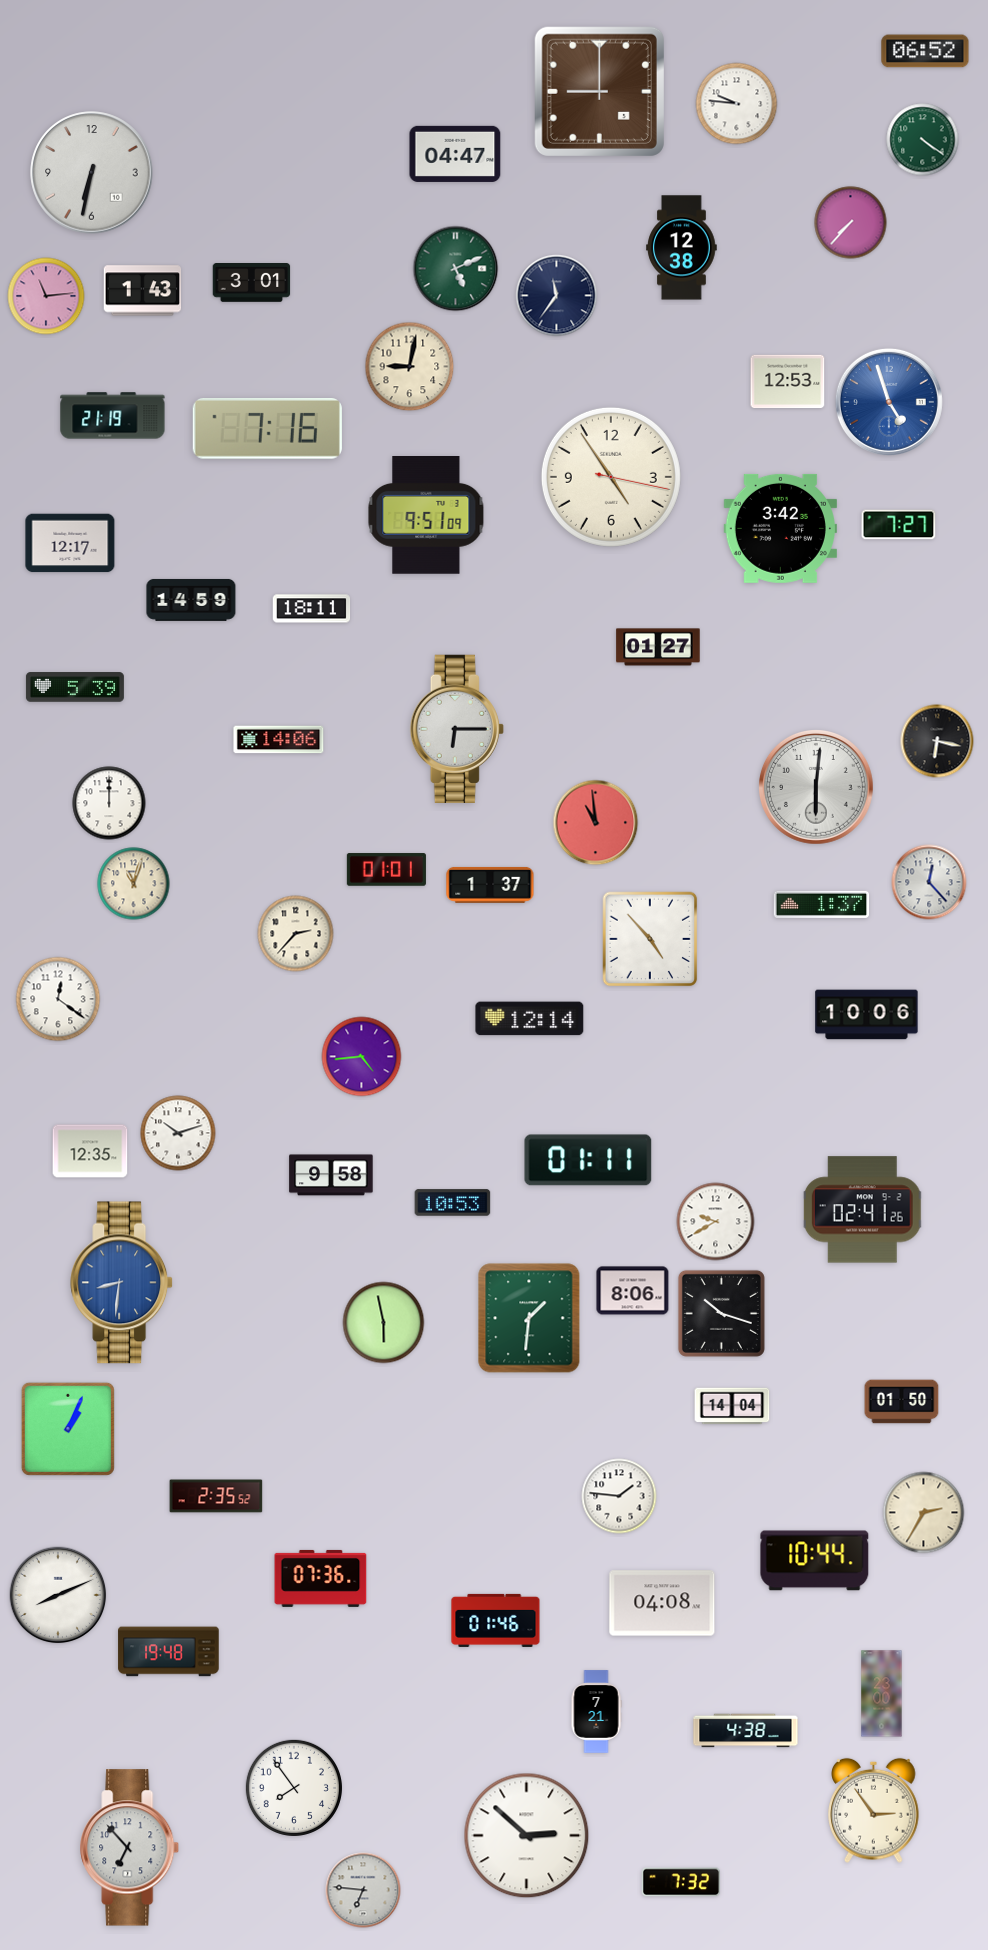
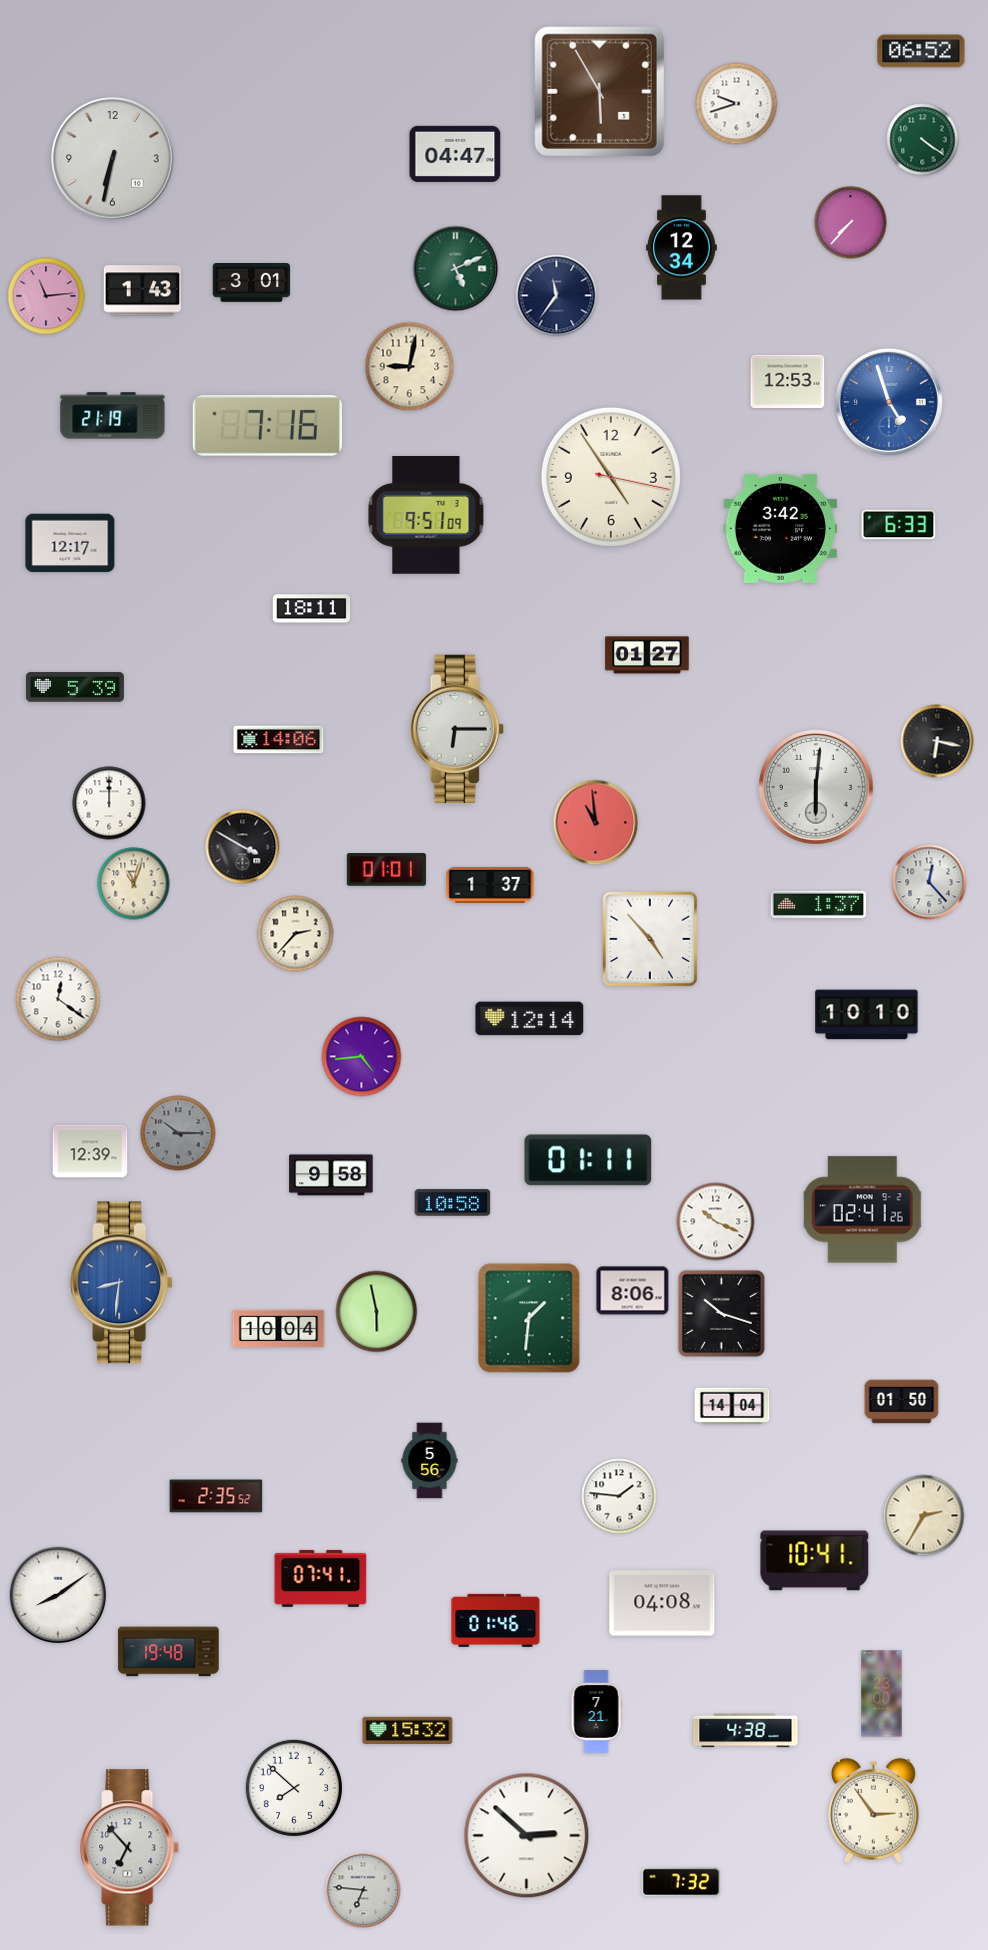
clock at (925, 51) position: (925, 51) -> (921, 51)
clock at (599, 91): 9:00 -> 5:55
clock at (737, 104): 9:46 -> 9:42
clock at (92, 173) position: (92, 173) -> (113, 159)
clock at (682, 248): 12:38 -> 12:34
clock at (267, 429) position: (267, 429) -> (267, 426)
clock at (899, 525): 7:27 -> 6:33
clock at (191, 600): 14:59 -> none
clock at (658, 647) position: (658, 647) -> (647, 655)
clock at (243, 847): none -> 3:50
clock at (822, 904) position: (822, 904) -> (819, 904)
clock at (867, 1015): 10:06 -> 10:10
clock at (178, 1133): 10:12 -> 10:15
clock at (178, 1133) dial: white -> grey
clock at (90, 1151): 12:35 -> 12:39
clock at (453, 1203): 10:53 -> 10:58
clock at (716, 1222): 9:40 -> 10:19
clock at (384, 1323) position: (384, 1323) -> (377, 1312)
clock at (279, 1329): none -> 10:04
clock at (68, 1429): 1:04 -> none
clock at (430, 1461): none -> 5:56
clock at (924, 1513) position: (924, 1513) -> (924, 1516)
clock at (815, 1561): 10:44 -> 10:41
clock at (321, 1578): 07:36 -> 07:41
clock at (58, 1595): 8:11 -> 8:09
clock at (408, 1730): none -> 15:32
clock at (294, 1788): 7:54 -> 7:52
